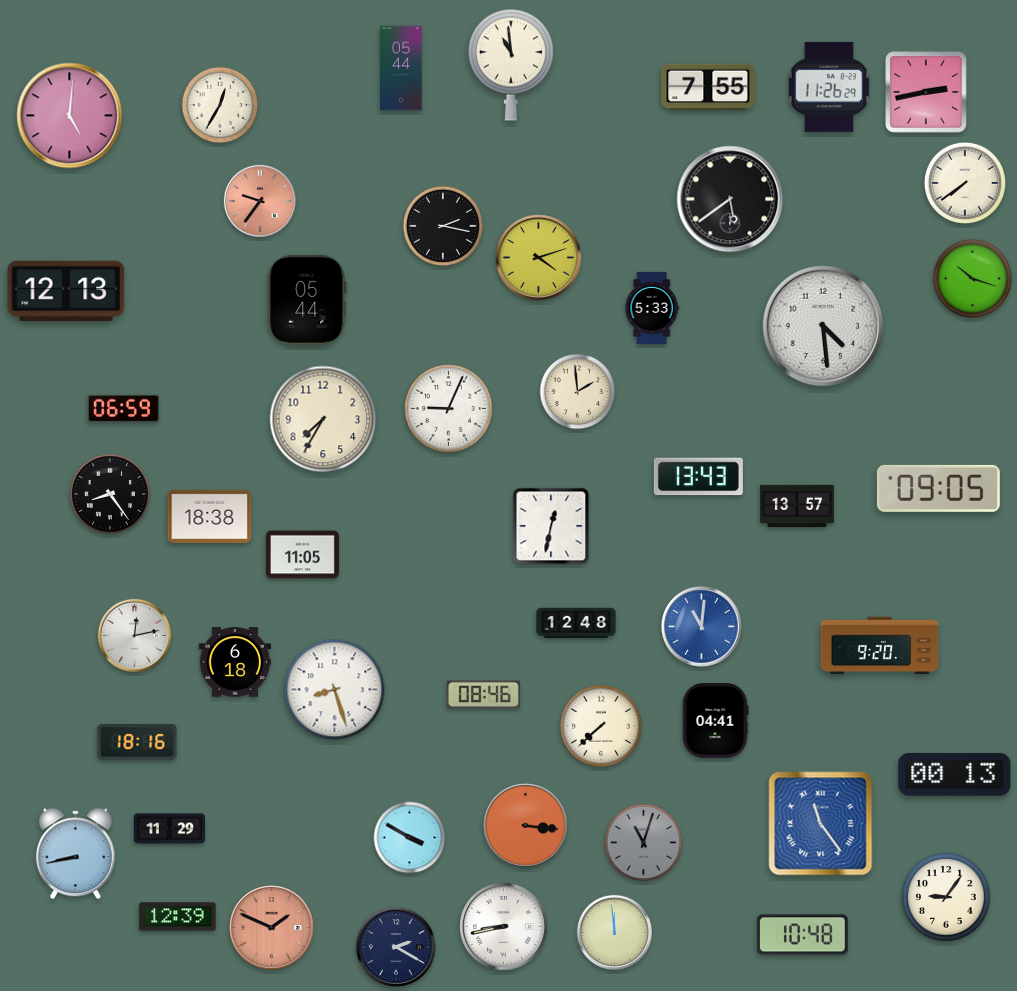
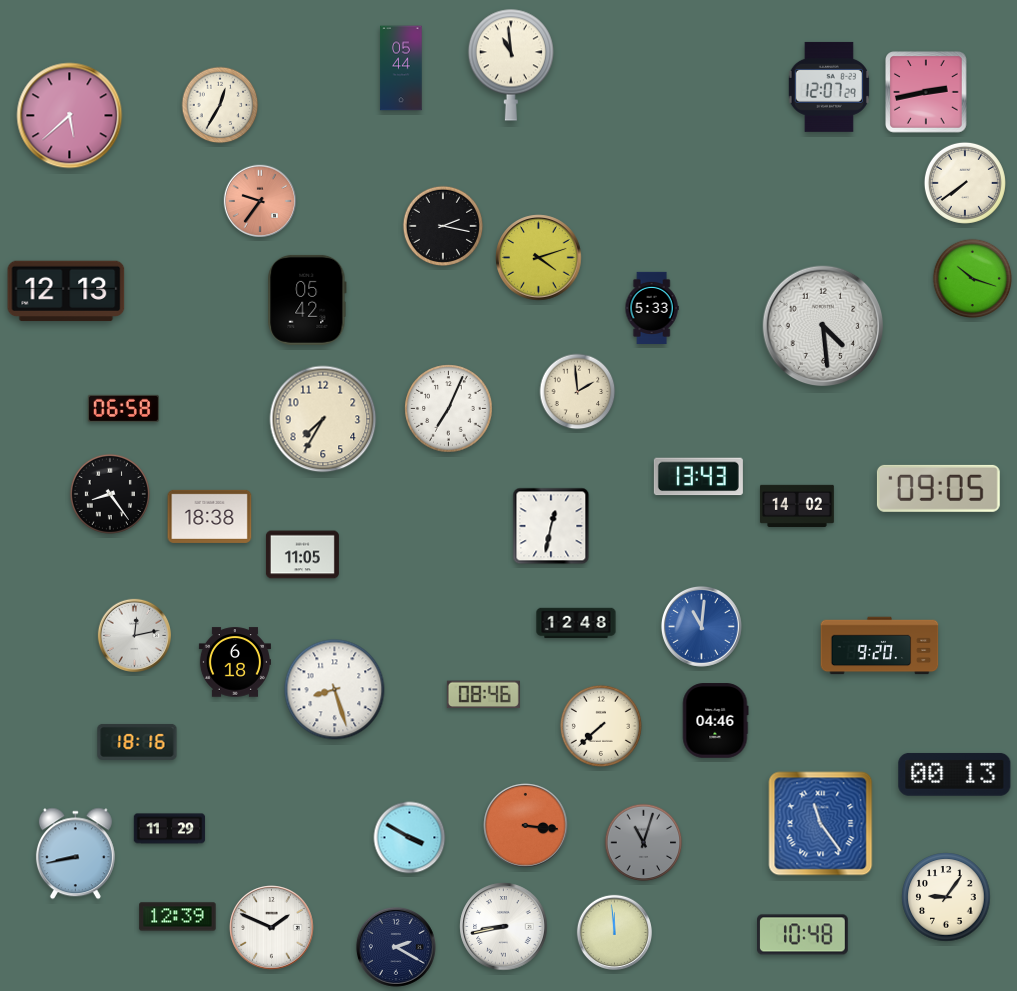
clock at (708, 87): 7:55 -> none
clock at (829, 87): 11:26 -> 12:07
clock at (70, 116): 5:01 -> 5:38
clock at (730, 199): 5:39 -> none
clock at (307, 300): 05:44 -> 05:42
clock at (123, 408): 06:59 -> 06:58
clock at (449, 409): 9:04 -> 7:04
clock at (797, 505): 13:57 -> 14:02
clock at (715, 721): 04:41 -> 04:46
clock at (272, 928) dial: salmon -> white
